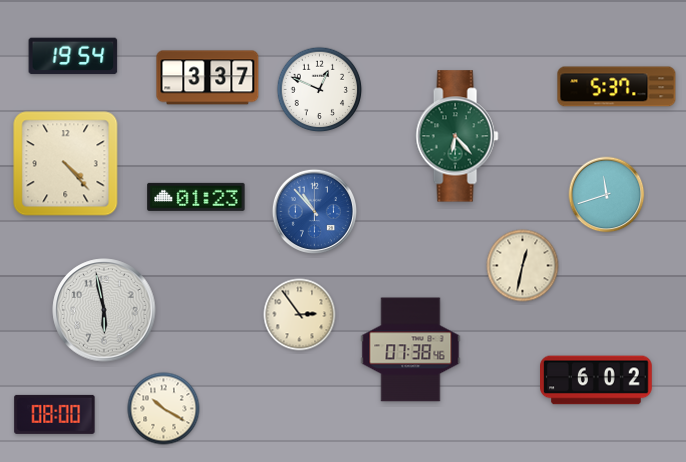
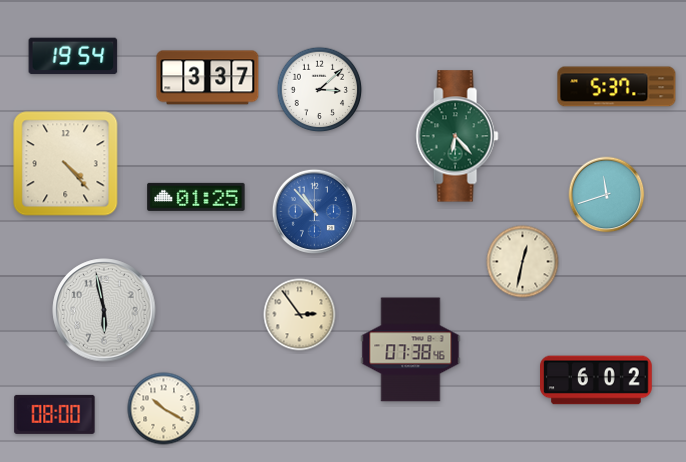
clock at (320, 90): 12:49 -> 3:08
clock at (196, 197): 01:23 -> 01:25
clock at (523, 266) position: (523, 266) -> (523, 262)
